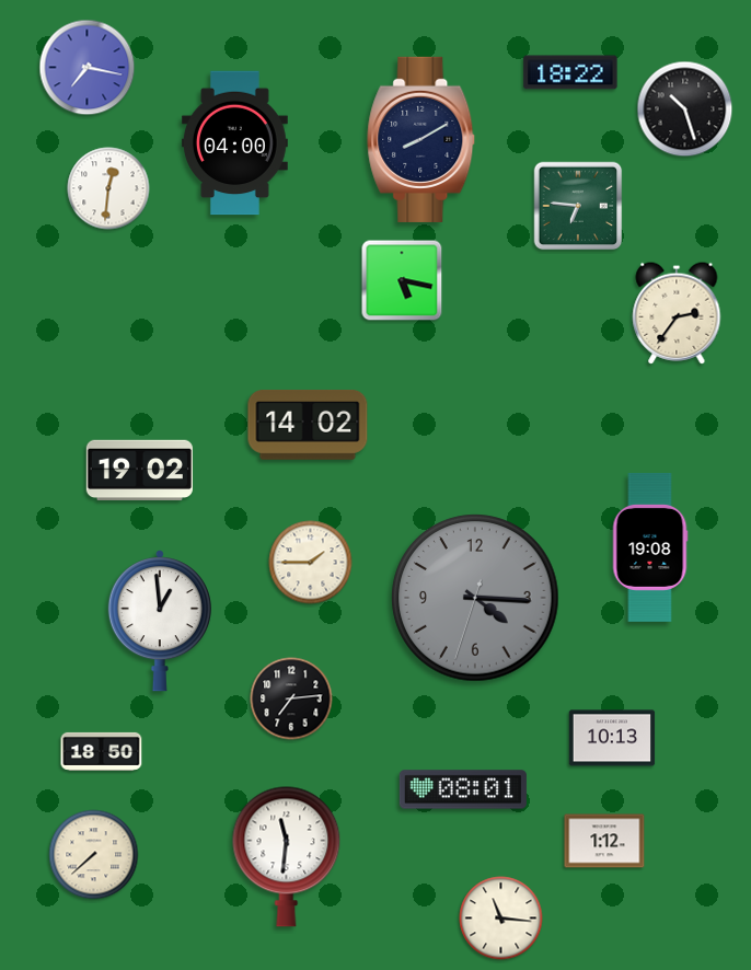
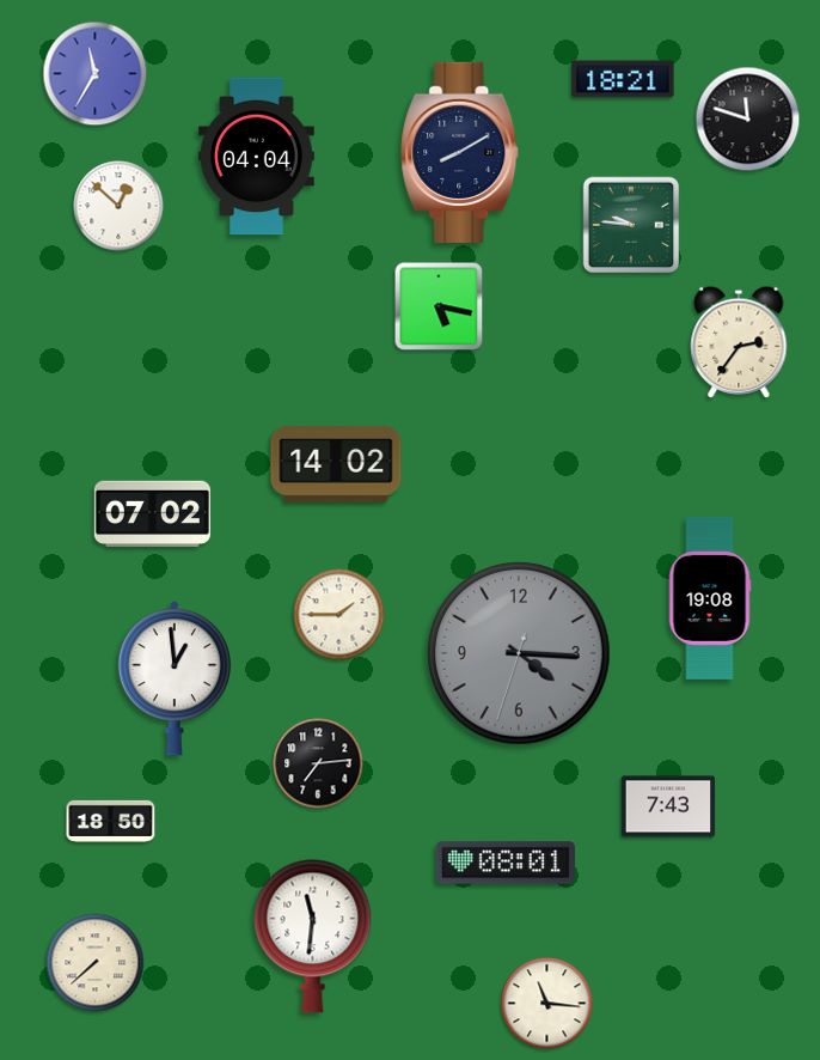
clock at (88, 68): 7:17 -> 11:35
clock at (570, 72): 18:22 -> 18:21
clock at (685, 109): 10:27 -> 11:48
clock at (234, 143): 04:00 -> 04:04
clock at (108, 188): 12:31 -> 12:52
clock at (578, 206): 6:46 -> 9:46
clock at (139, 470): 19:02 -> 07:02
clock at (612, 738): 10:13 -> 7:43
clock at (604, 841): 1:12 -> none
clock at (94, 855) position: (94, 855) -> (96, 963)
